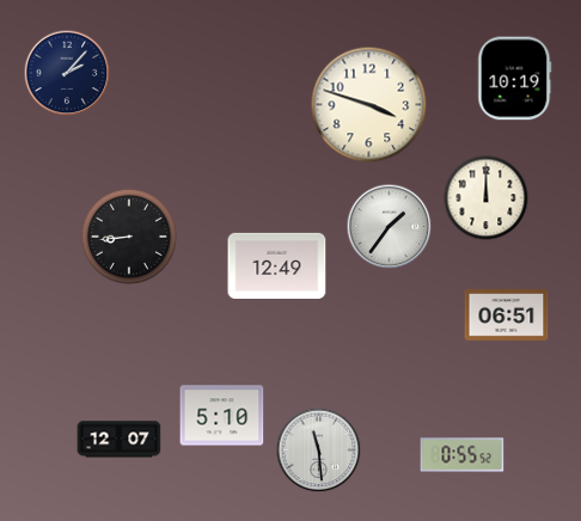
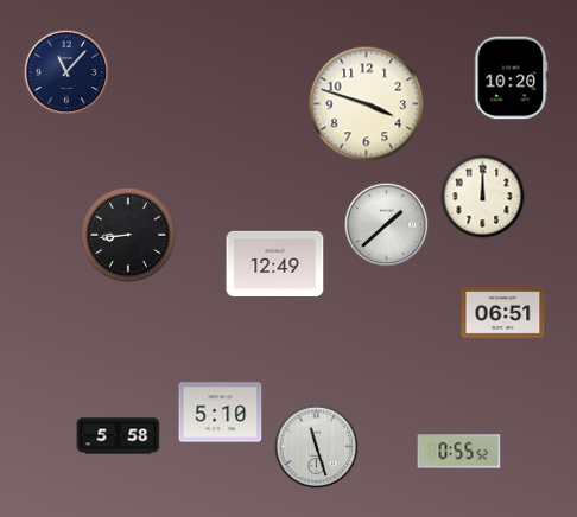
clock at (67, 73): 2:07 -> 11:07
clock at (515, 79): 10:19 -> 10:20
clock at (390, 227): 1:36 -> 1:38
clock at (120, 440): 12:07 -> 5:58
clock at (319, 450): 11:29 -> 11:27
